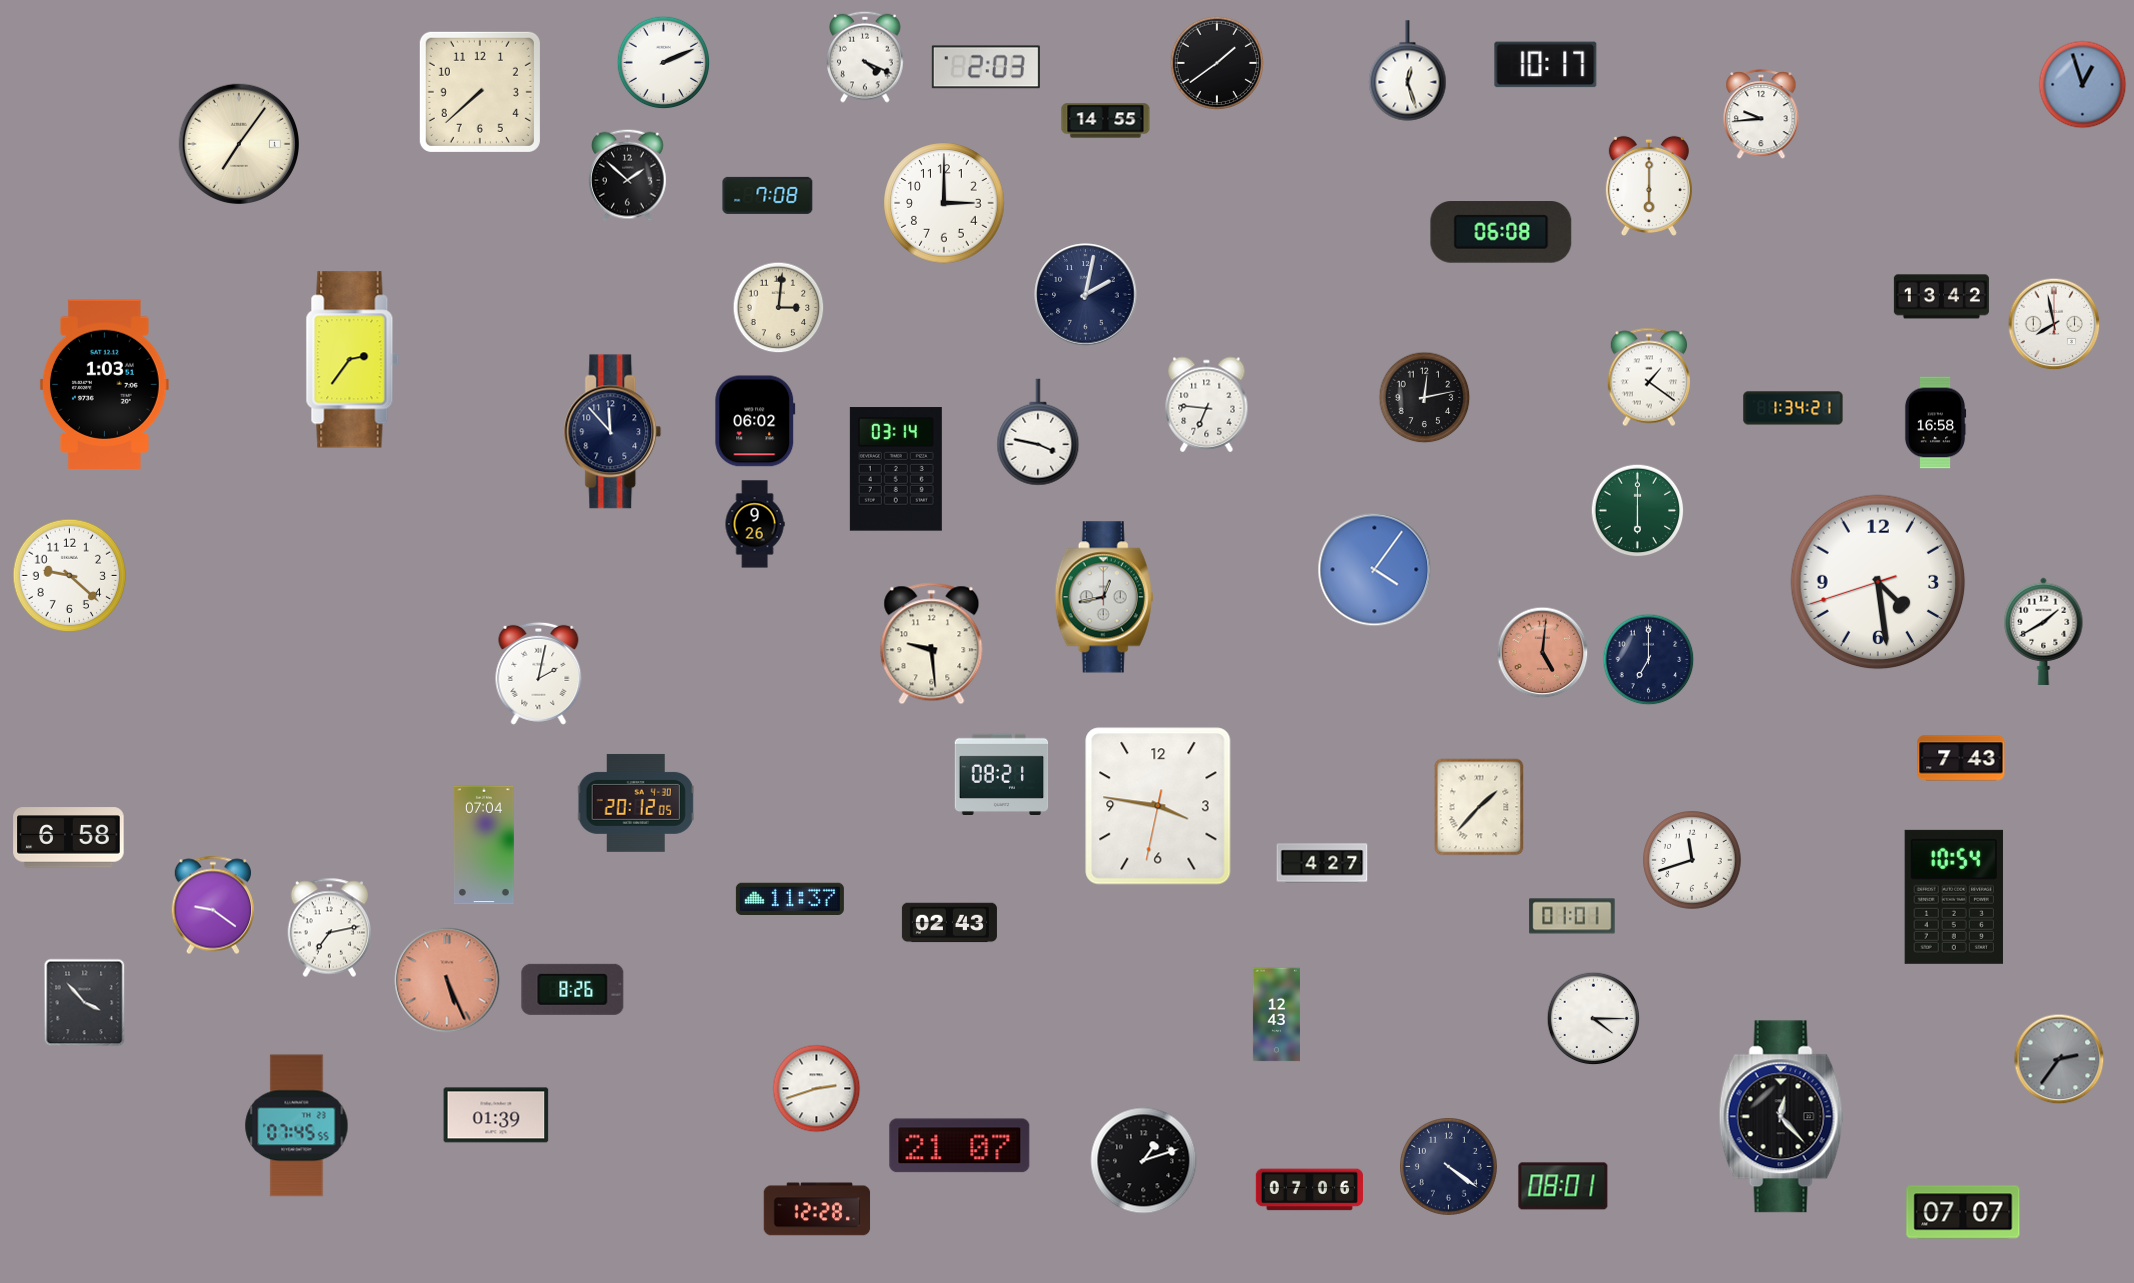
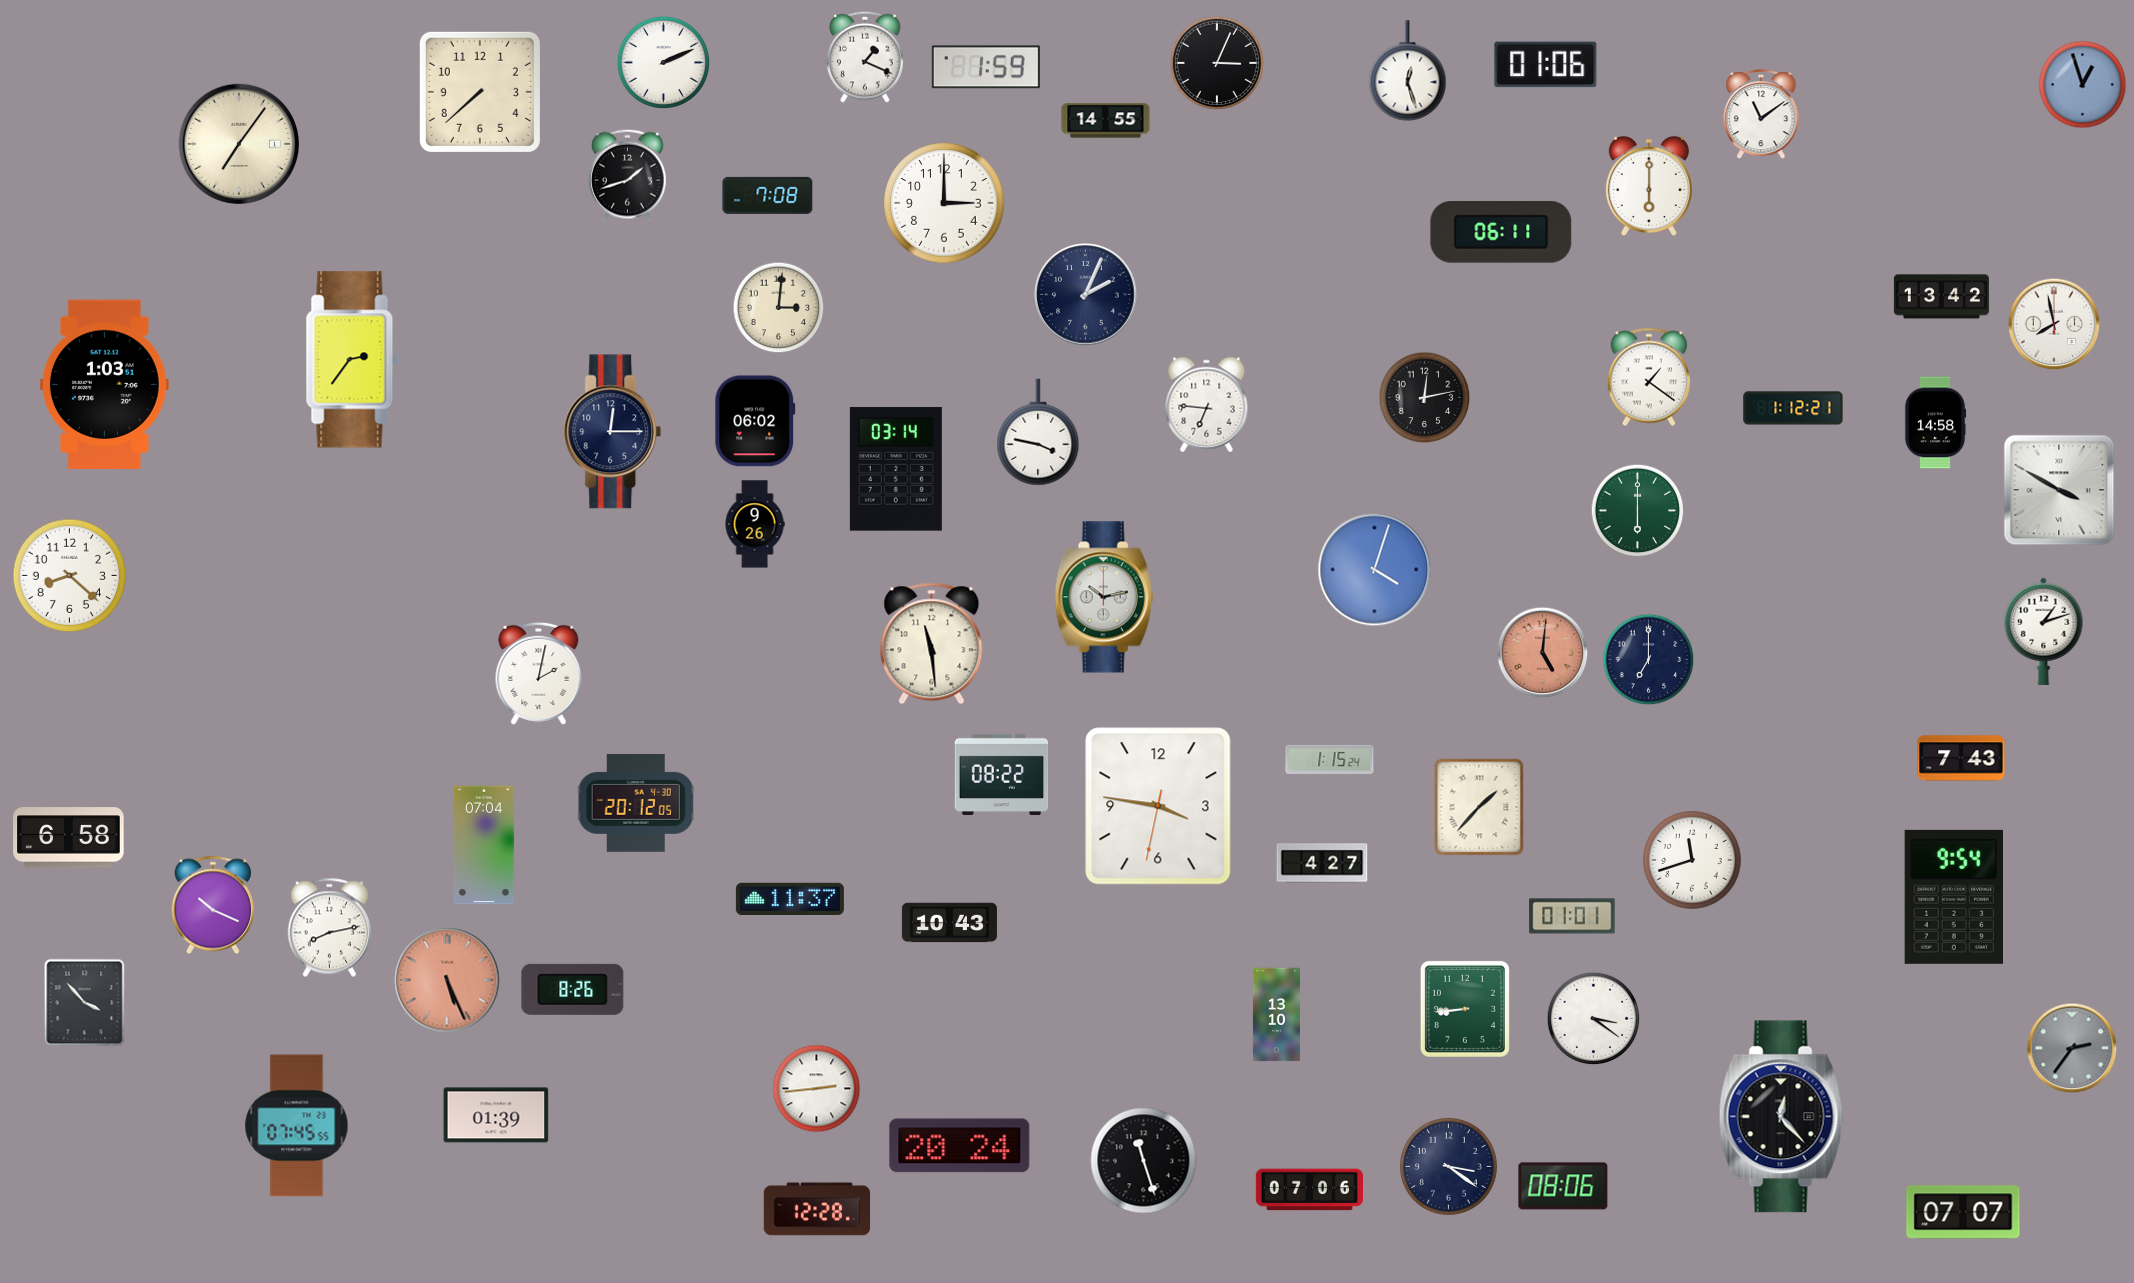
clock at (865, 57): 4:19 -> 1:19
clock at (1216, 62): 1:39 -> 3:04
clock at (1546, 65): 10:17 -> 01:06
clock at (986, 67): 2:03 -> 1:59
clock at (1761, 115): 9:44 -> 11:09
clock at (628, 175): 1:52 -> 1:42
clock at (1501, 233): 06:08 -> 06:11
clock at (1086, 295): 2:02 -> 2:04
clock at (1793, 408): 1:34 -> 1:12
clock at (1935, 423): 16:58 -> 14:58
clock at (613, 432): 11:53 -> 12:15
clock at (2059, 490): none -> 3:50
clock at (1375, 570): 4:06 -> 4:03
clock at (70, 576): 9:22 -> 8:22
clock at (1878, 582): 4:28 -> none
clock at (1104, 597): 12:43 -> 10:13
clock at (2044, 631): 1:40 -> 1:12
clock at (932, 644): 9:29 -> 11:29
clock at (1330, 759): none -> 1:15
clock at (1002, 774): 08:21 -> 08:22
clock at (1954, 897): 10:54 -> 9:54
clock at (212, 905): 9:21 -> 10:19
clock at (949, 923): 02:43 -> 10:43
clock at (330, 928): 7:13 -> 8:13
clock at (1465, 1009): none -> 8:44
clock at (1276, 1015): 12:43 -> 13:10
clock at (1594, 1019): 4:15 -> 3:21
clock at (2059, 1059) position: (2059, 1059) -> (2072, 1048)
clock at (817, 1089): 2:42 -> 2:44
clock at (960, 1146): 21:07 -> 20:24
clock at (1144, 1161): 1:12 -> 11:27
clock at (1449, 1167): 4:21 -> 3:21
clock at (1563, 1186): 08:01 -> 08:06
